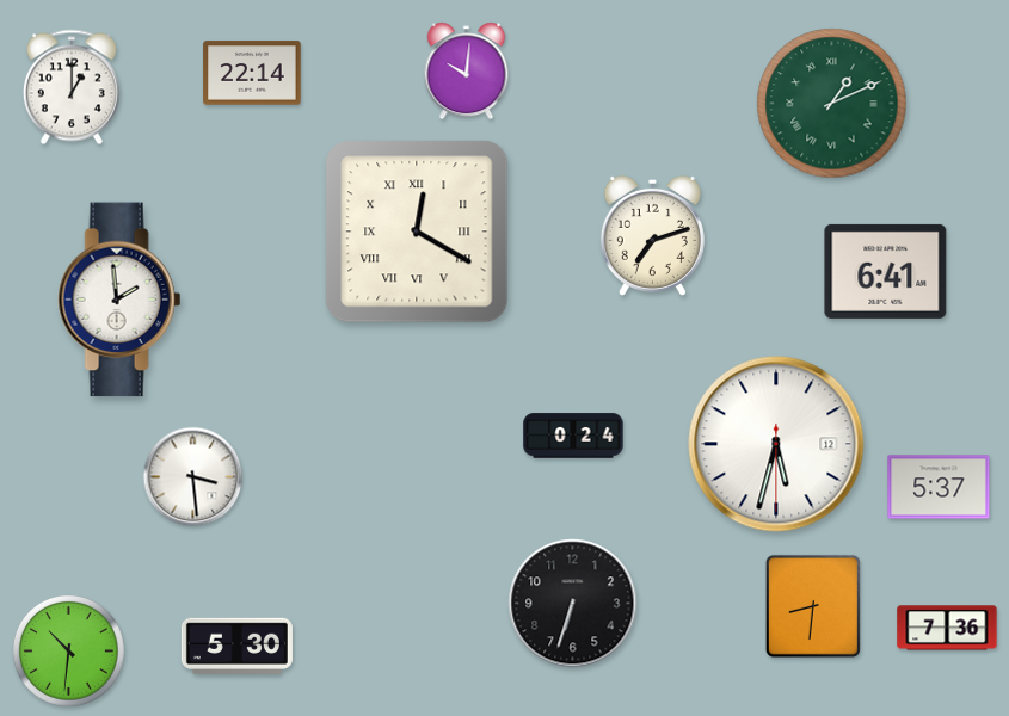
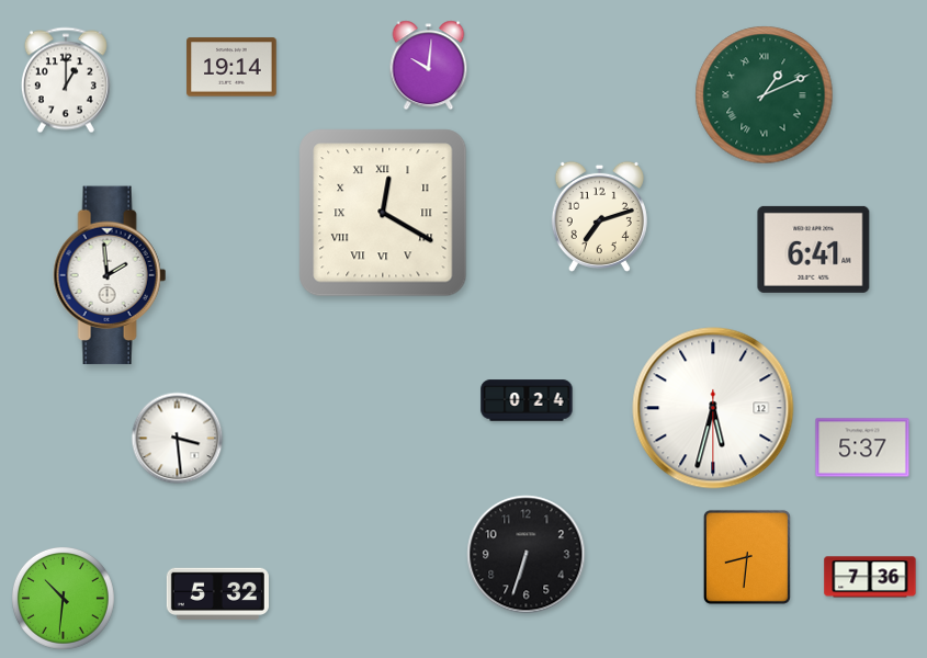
clock at (252, 73): 22:14 -> 19:14
clock at (236, 646): 5:30 -> 5:32
